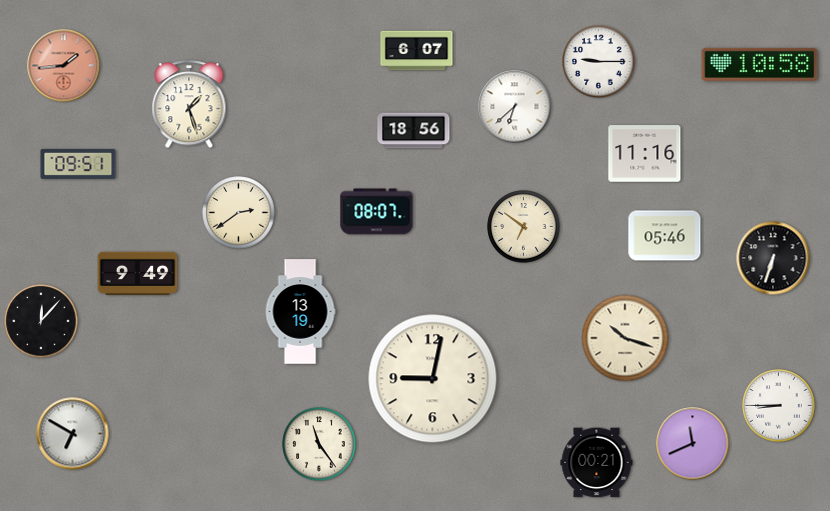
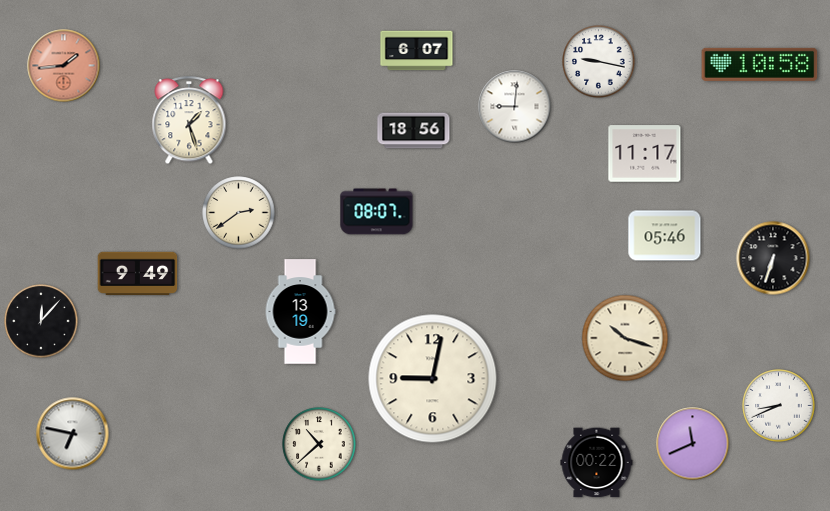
clock at (599, 62): 9:15 -> 9:17
clock at (189, 105) position: (189, 105) -> (189, 121)
clock at (515, 107): 6:38 -> 9:01
clock at (645, 154): 11:16 -> 11:17
clock at (78, 164): 09:51 -> none
clock at (524, 227): 6:51 -> none
clock at (779, 406): 8:45 -> 8:41
clock at (73, 434): 6:50 -> 6:47
clock at (319, 444): 11:24 -> 10:38
clock at (597, 463): 00:21 -> 00:22
